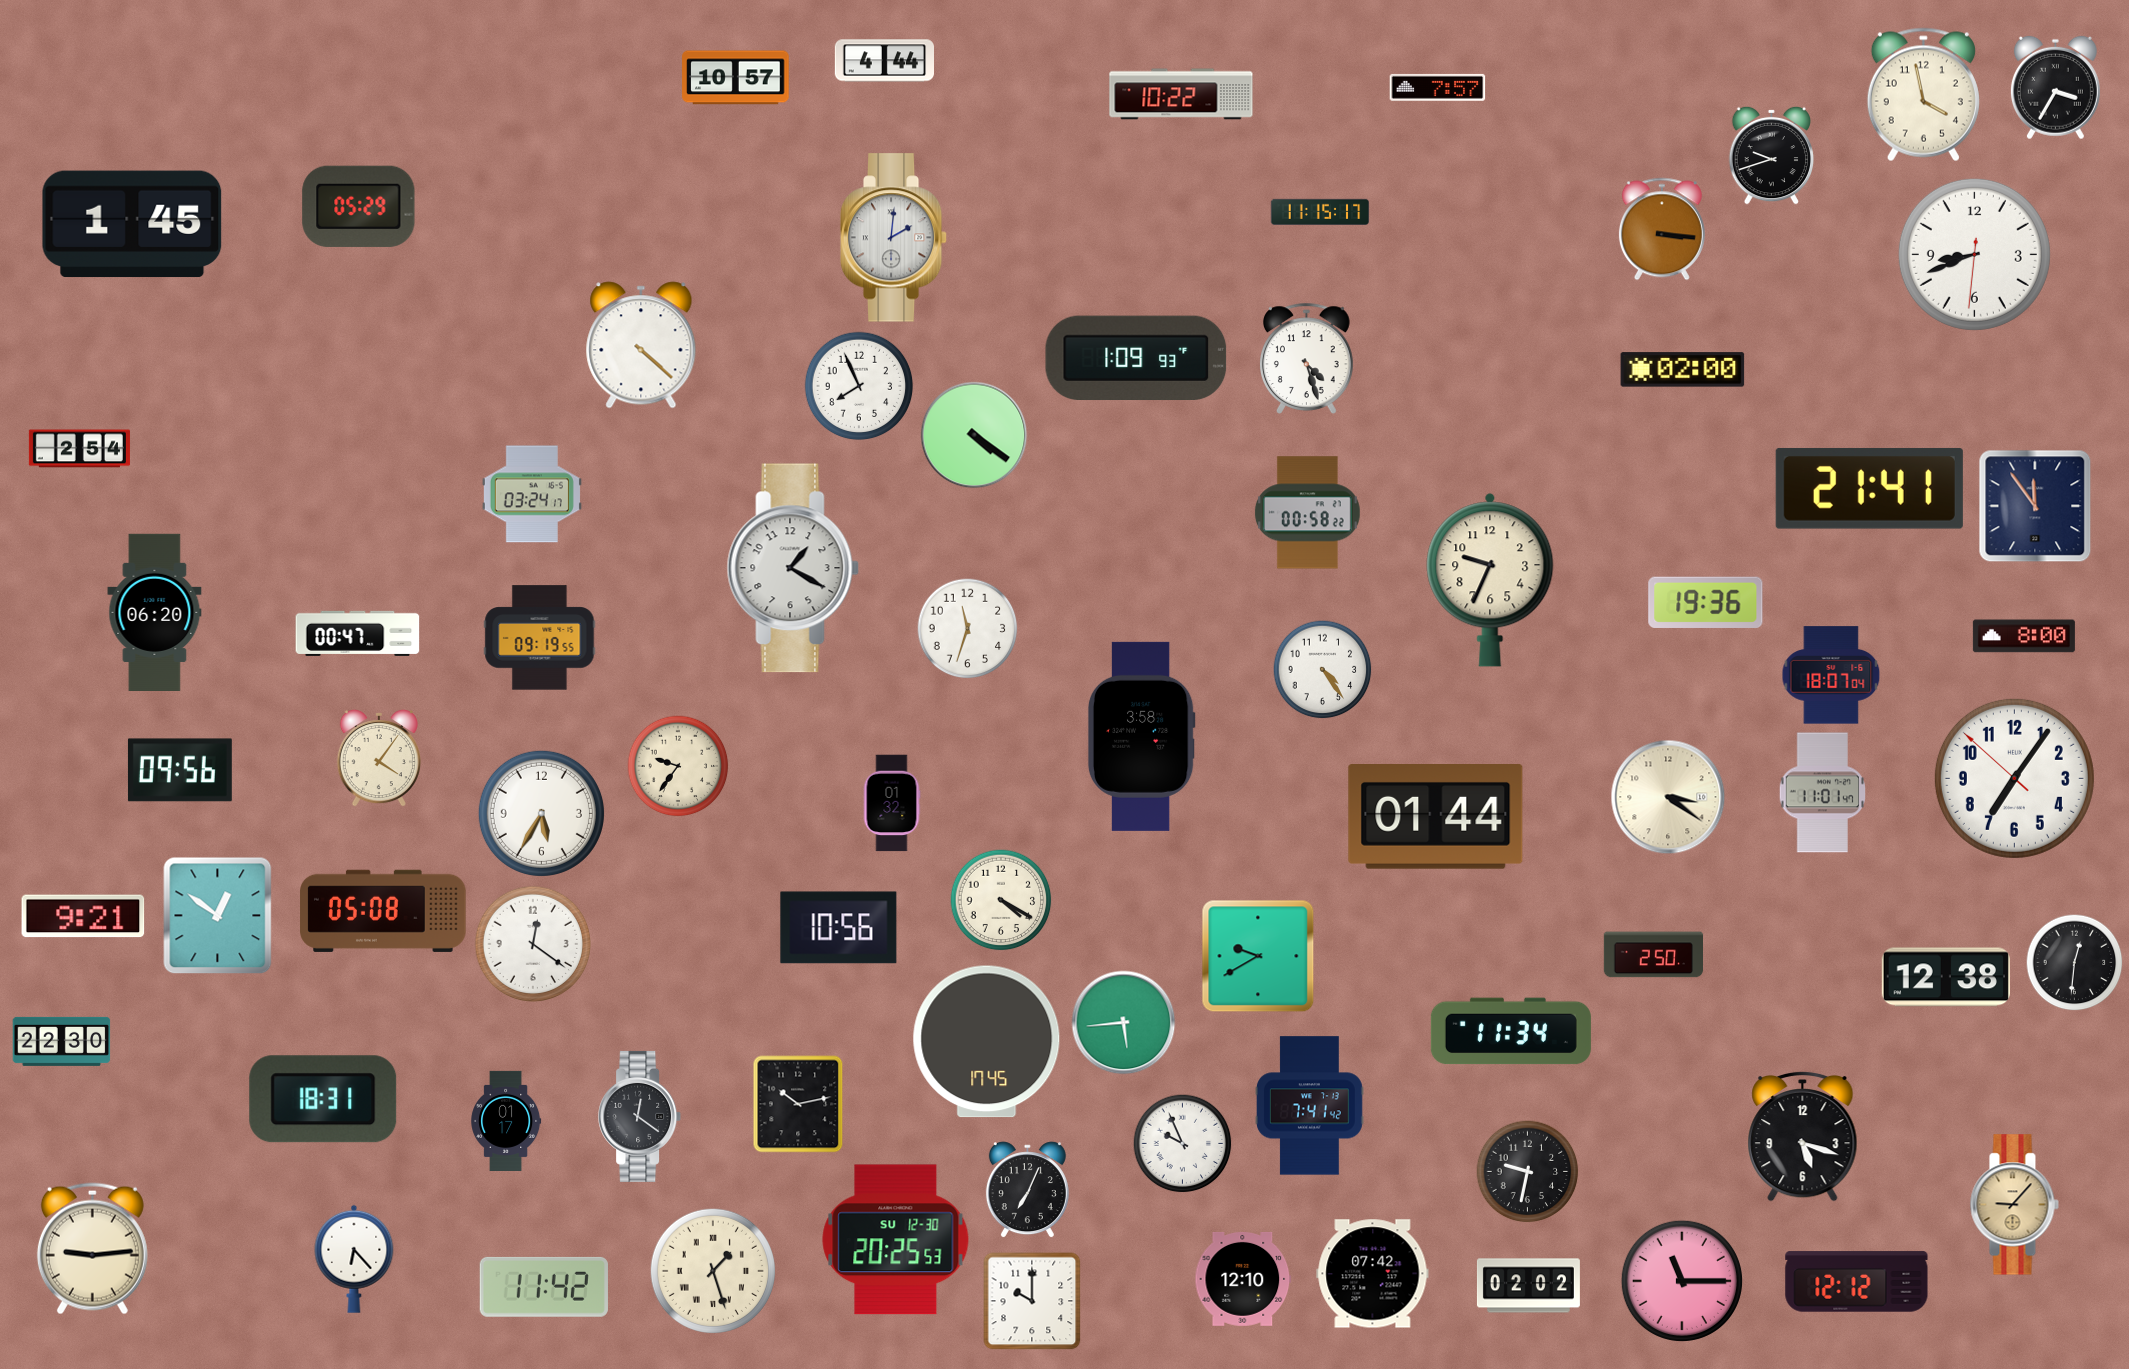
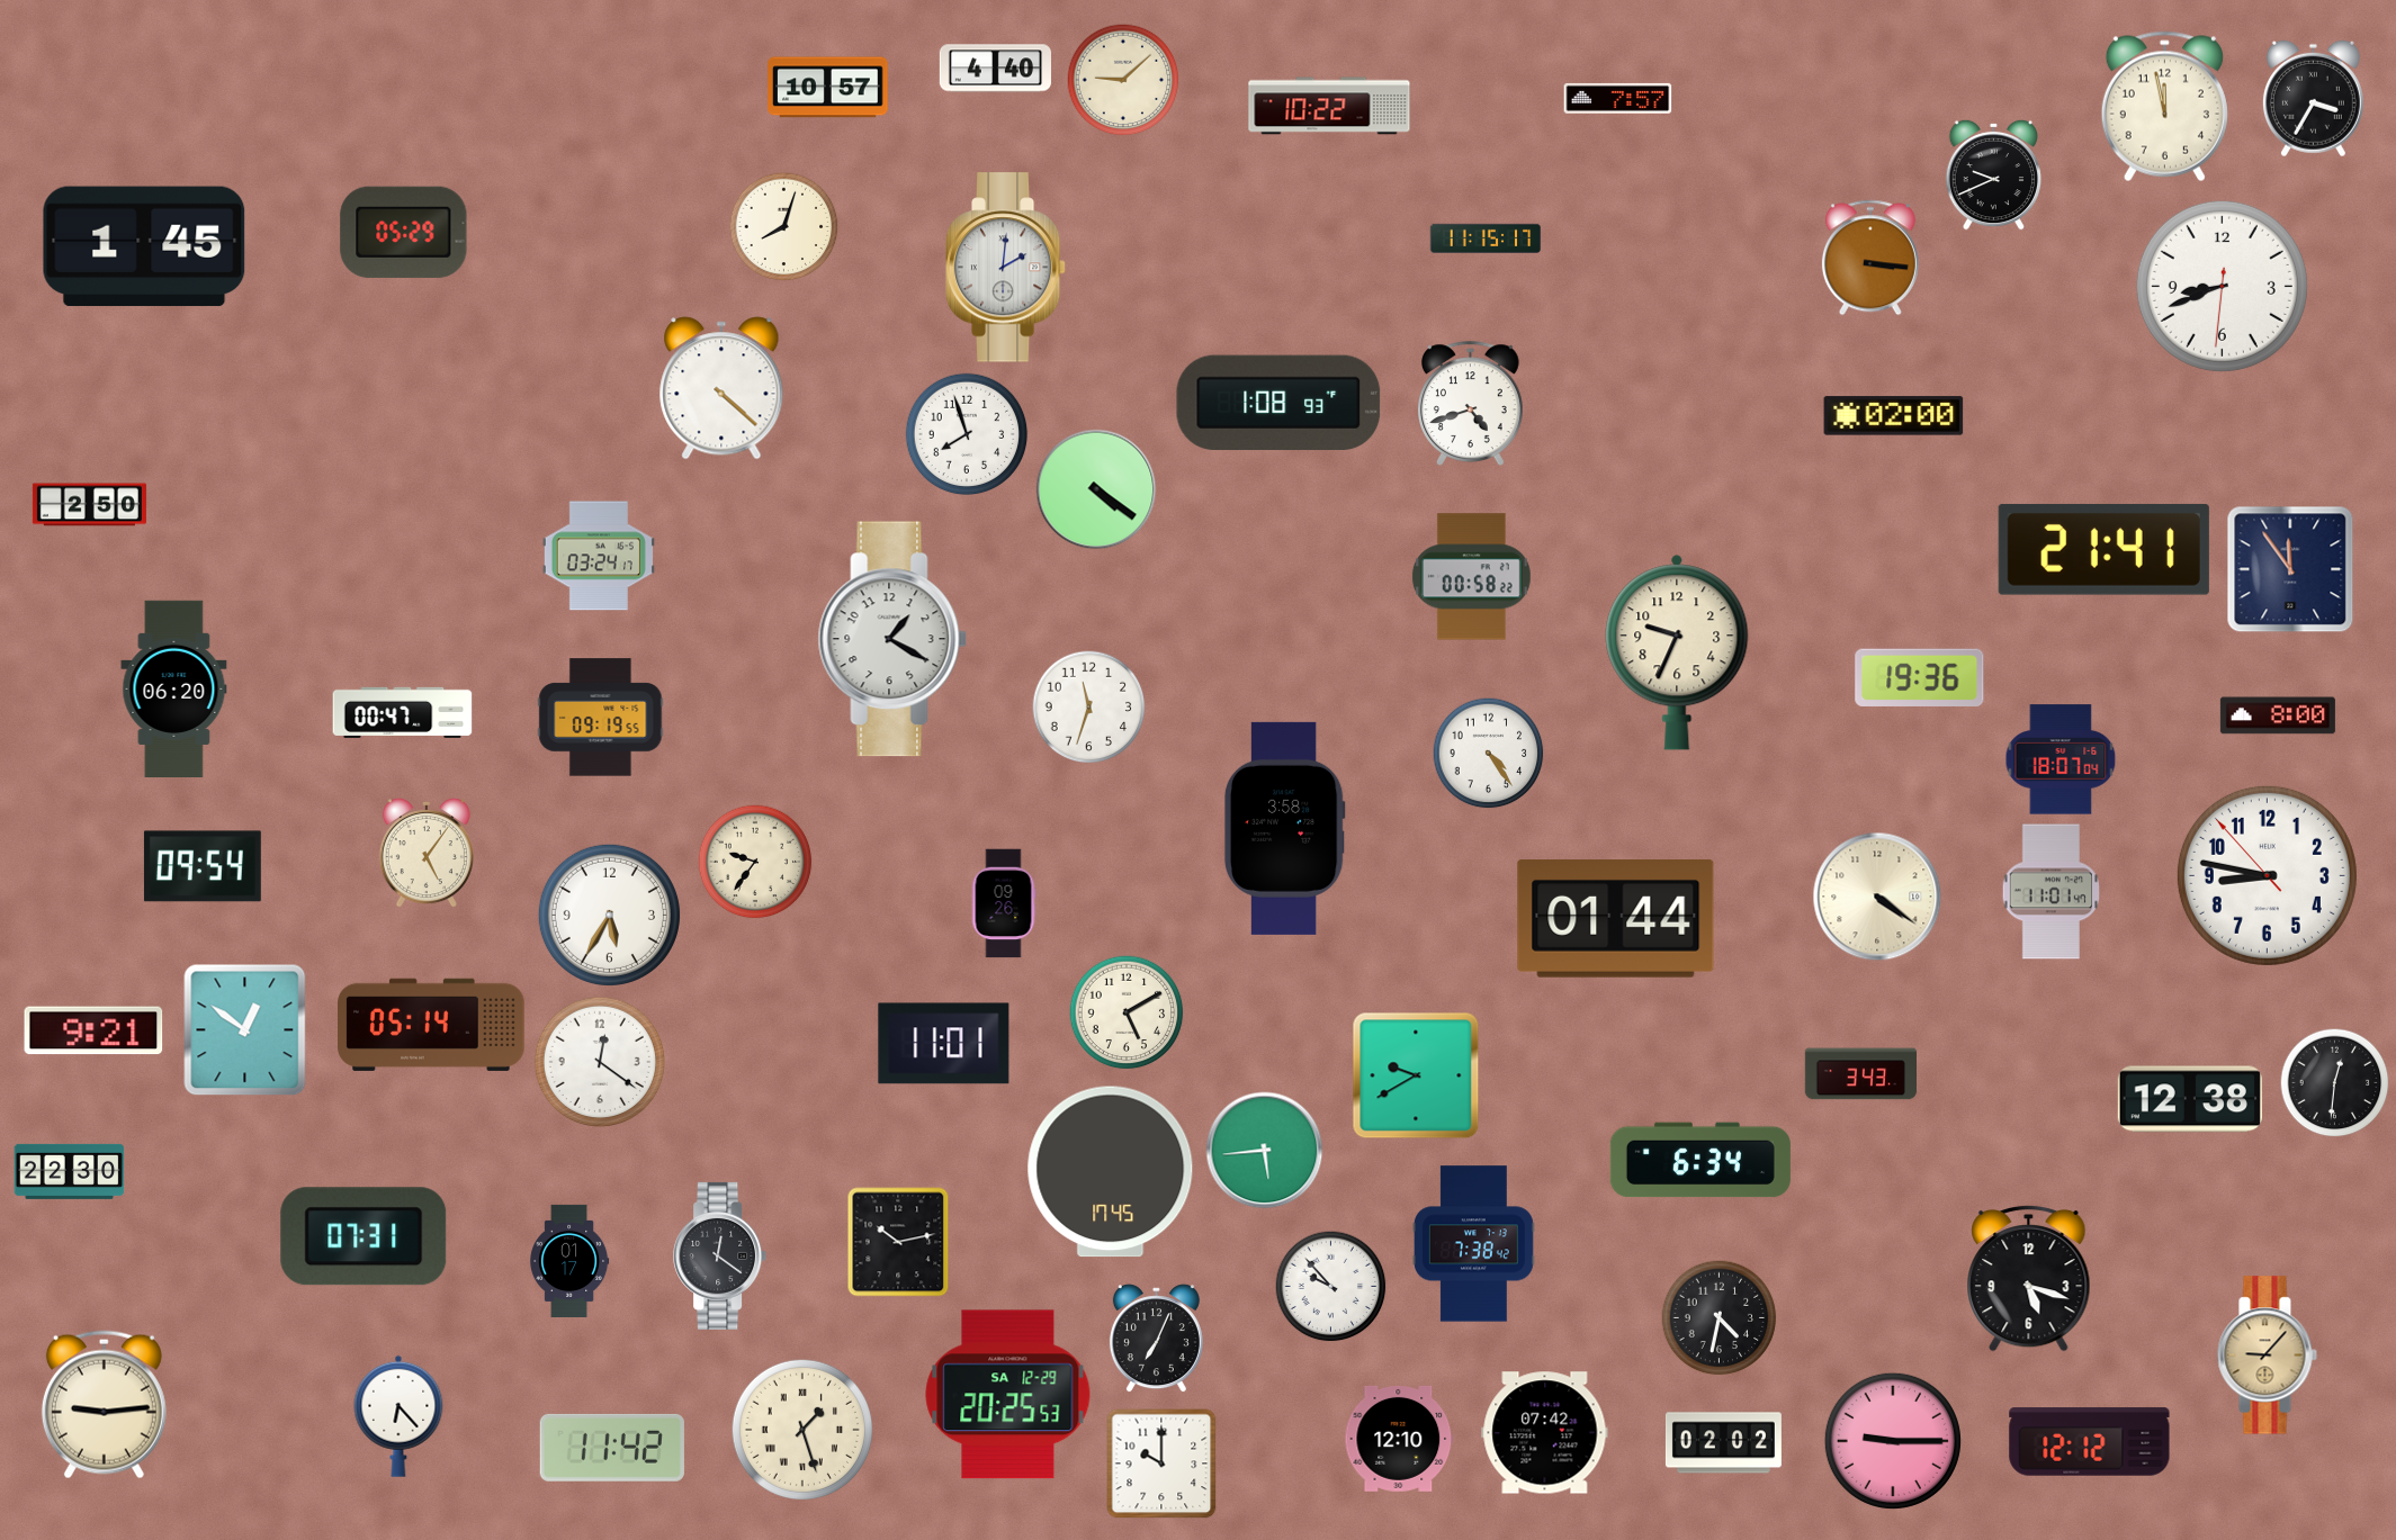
clock at (884, 61): 4:44 -> 4:40
clock at (1123, 80): none -> 9:08
clock at (1923, 95): 3:58 -> 11:58
clock at (1772, 155): 9:42 -> 9:41
clock at (784, 227): none -> 8:03
clock at (132, 224) position: (132, 224) -> (144, 246)
clock at (1136, 358): 1:09 -> 1:08
clock at (1307, 358): 4:27 -> 4:42
clock at (859, 386): 7:56 -> 7:57
clock at (79, 449): 2:54 -> 2:50
clock at (540, 638) position: (540, 638) -> (601, 718)
clock at (379, 758): 4:06 -> 5:06
clock at (678, 766) position: (678, 766) -> (755, 862)
clock at (180, 770): 09:56 -> 09:54
clock at (2014, 778): 7:05 -> 8:46
clock at (1668, 797): 3:21 -> 4:21
clock at (892, 803): 01:32 -> 09:26
clock at (1001, 900): 4:20 -> 5:10
clock at (383, 911): 05:08 -> 05:14
clock at (839, 928): 10:56 -> 11:01
clock at (1653, 955): 2:50 -> 3:43
clock at (1511, 1031): 11:34 -> 6:34
clock at (323, 1099): 18:31 -> 07:31
clock at (1309, 1106): 7:41 -> 7:38
clock at (1183, 1144): 9:56 -> 9:53
clock at (1528, 1172): 9:32 -> 4:32
clock at (896, 1240) date: SU 12-30 -> SA 12-29
clock at (1682, 1281): 11:15 -> 9:15
clock at (1528, 1286) position: (1528, 1286) -> (1723, 1443)
